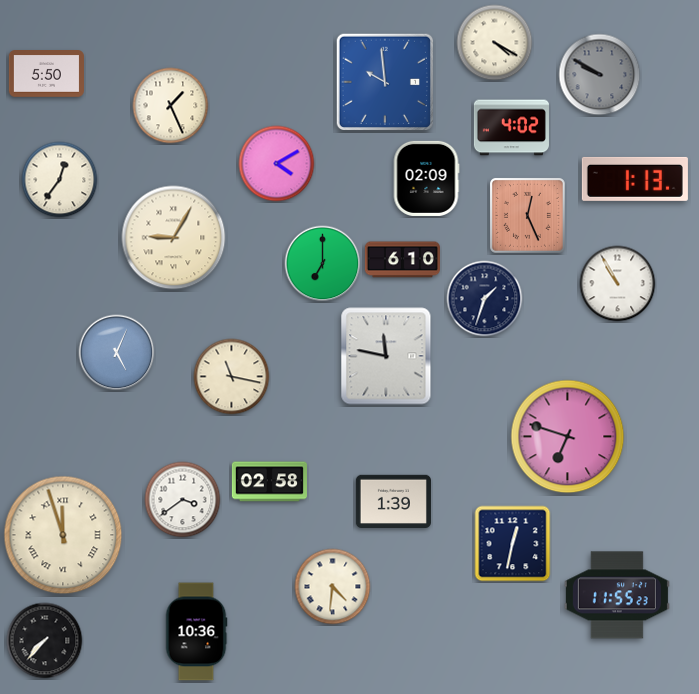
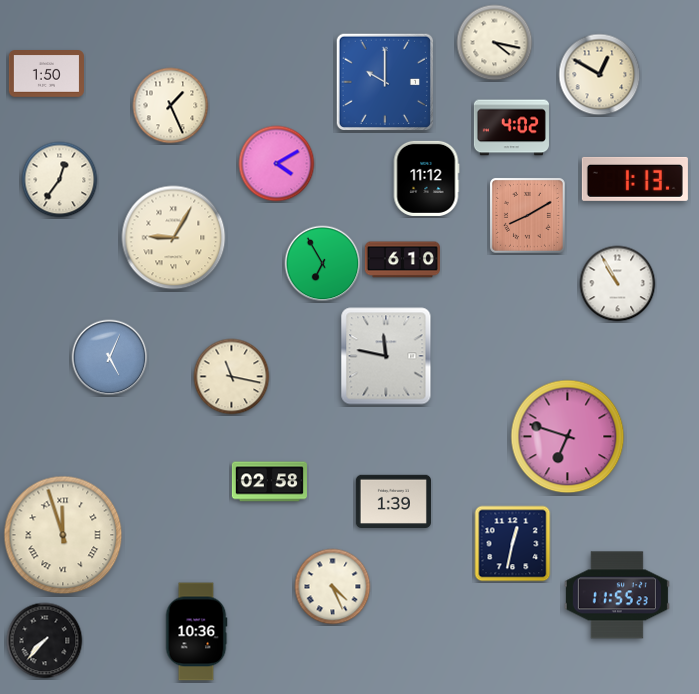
clock at (495, 43): 4:20 -> 4:17
clock at (46, 74): 5:50 -> 1:50
clock at (600, 75): 9:50 -> 12:50
clock at (600, 75) dial: grey -> cream
clock at (384, 81): 9:59 -> 10:00
clock at (426, 178): 02:09 -> 11:12
clock at (527, 215): 12:26 -> 8:10
clock at (323, 264): 7:00 -> 6:55
clock at (485, 299): 1:33 -> none
clock at (117, 353) position: (117, 353) -> (110, 358)
clock at (183, 500): 3:39 -> none
clock at (333, 587): 4:31 -> 4:26
